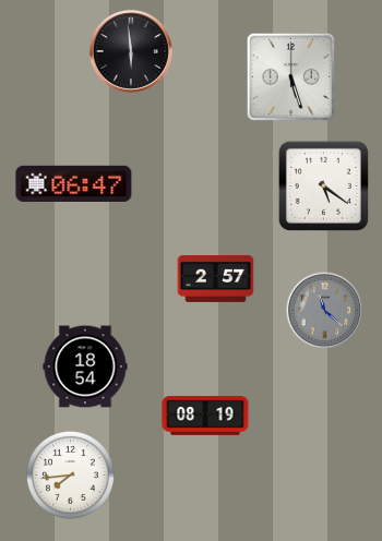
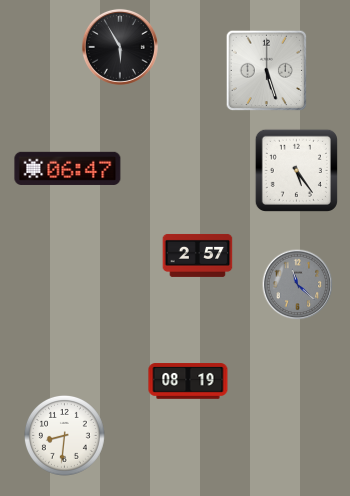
clock at (131, 51): 5:59 -> 5:55
clock at (323, 185): 5:21 -> 5:24
clock at (85, 366): 18:54 -> none
clock at (70, 474): 7:44 -> 8:31
